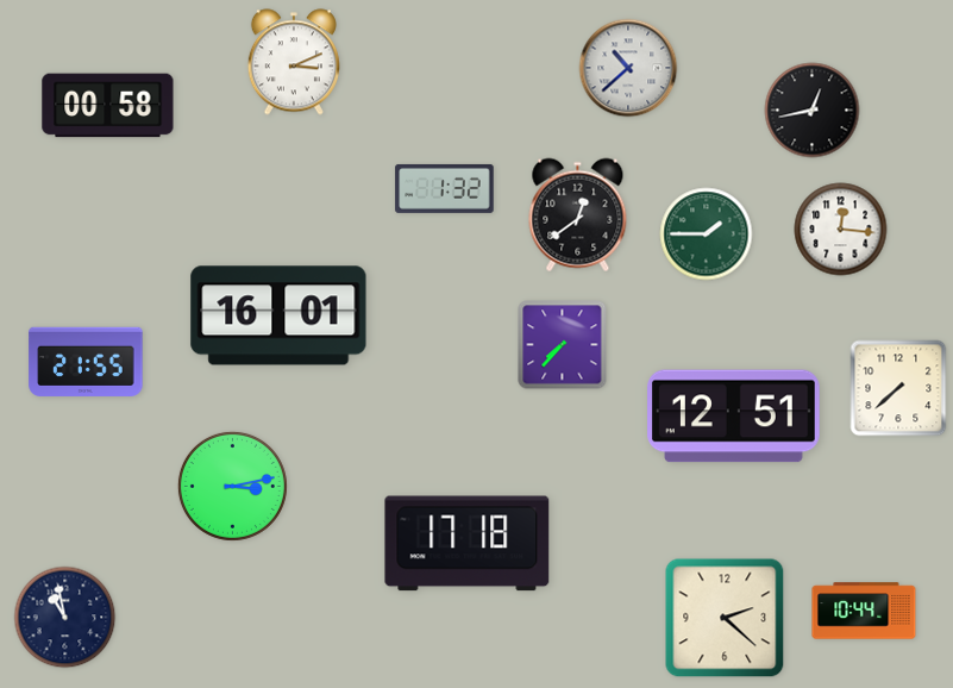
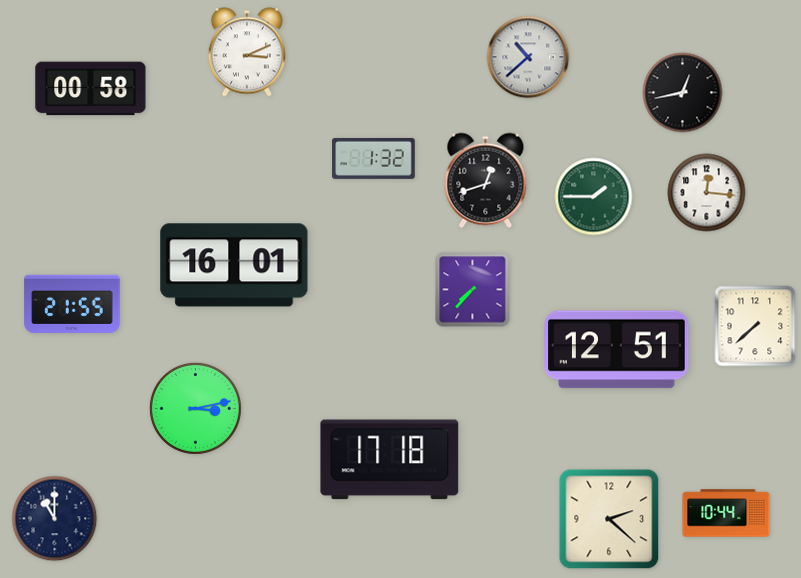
clock at (578, 215): 12:39 -> 12:42
clock at (468, 544) position: (468, 544) -> (390, 460)
clock at (65, 618): 10:58 -> 11:00
